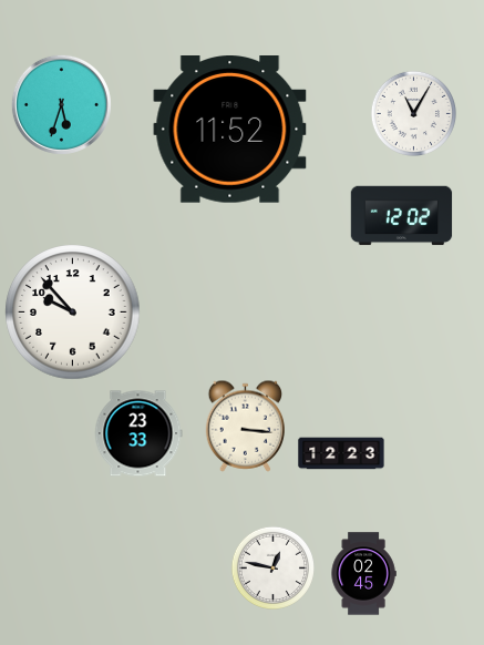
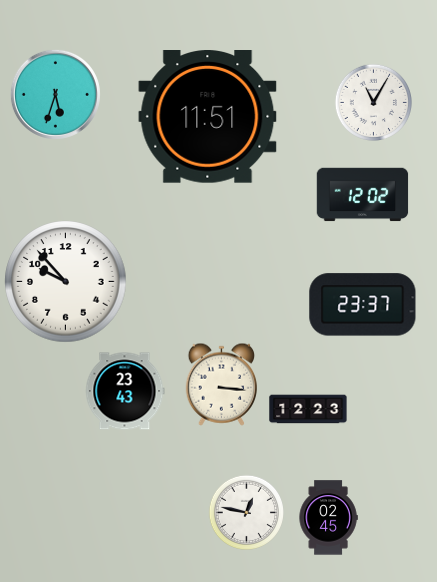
clock at (230, 130): 11:52 -> 11:51
clock at (363, 305): none -> 23:37
clock at (138, 433): 23:33 -> 23:43
